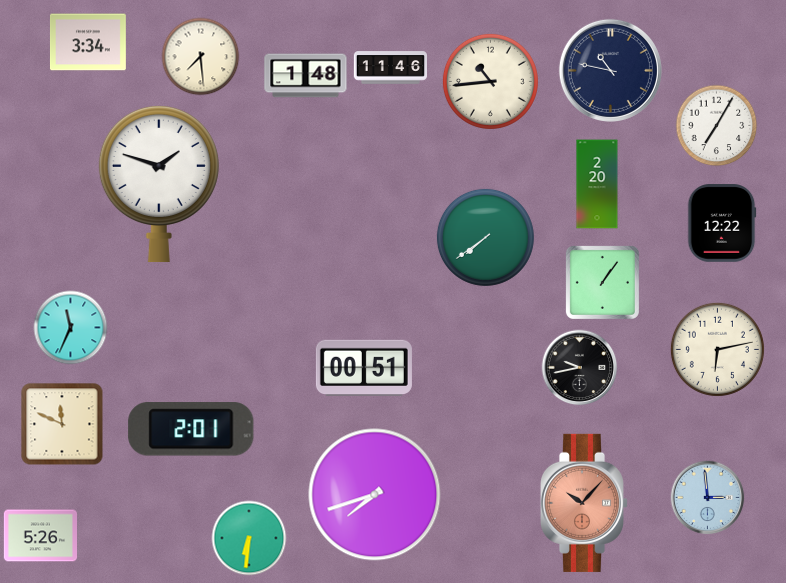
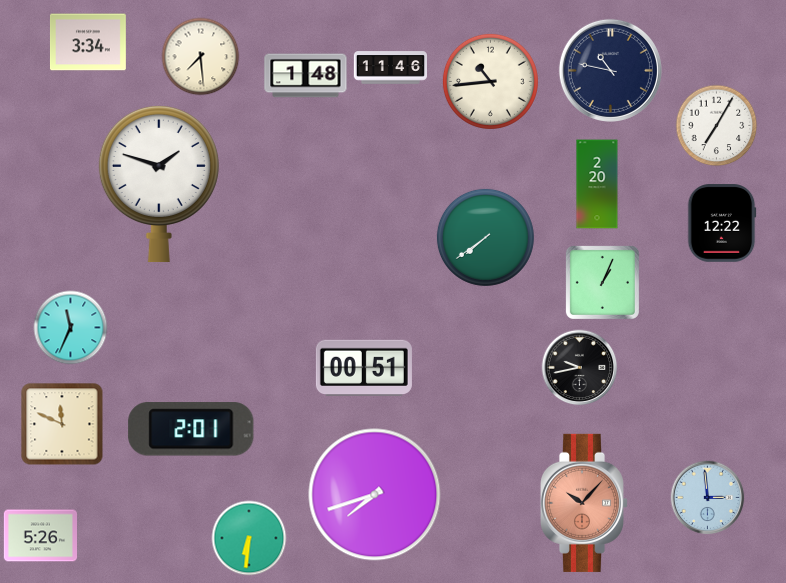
clock at (602, 282): 1:06 -> 1:04
clock at (717, 349): 6:13 -> none
